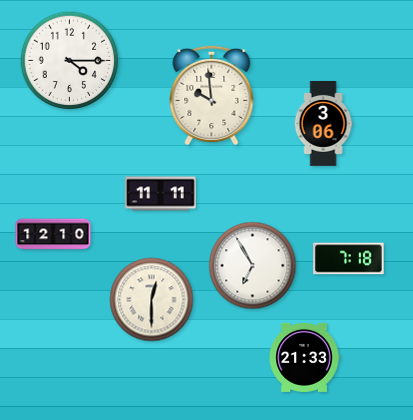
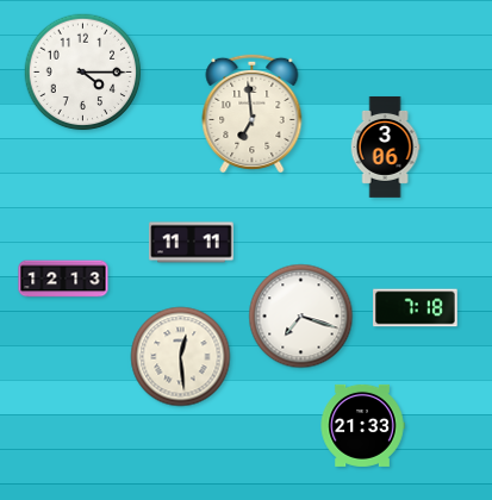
clock at (212, 95): 9:59 -> 6:59
clock at (161, 194) position: (161, 194) -> (192, 243)
clock at (53, 234): 12:10 -> 12:13
clock at (253, 266): 6:55 -> 7:18
clock at (152, 300): 12:30 -> 12:29
